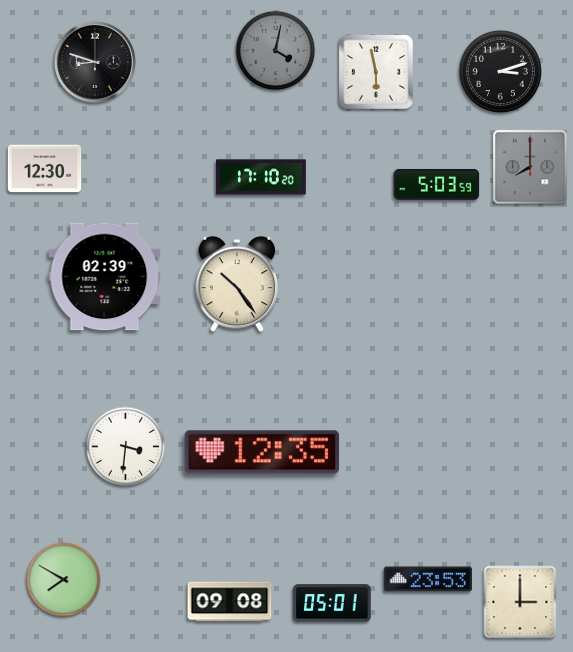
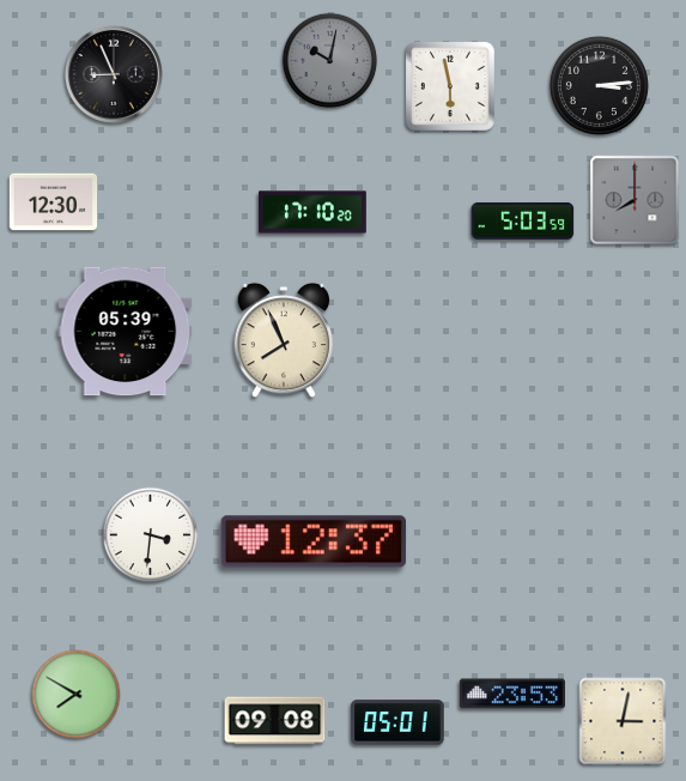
clock at (276, 51): 4:02 -> 10:02
clock at (95, 62): 8:48 -> 8:56
clock at (500, 71): 3:12 -> 3:14
clock at (105, 277): 02:39 -> 05:39
clock at (237, 284): 10:24 -> 7:56
clock at (262, 452): 12:35 -> 12:37
clock at (520, 602): 3:00 -> 3:02
